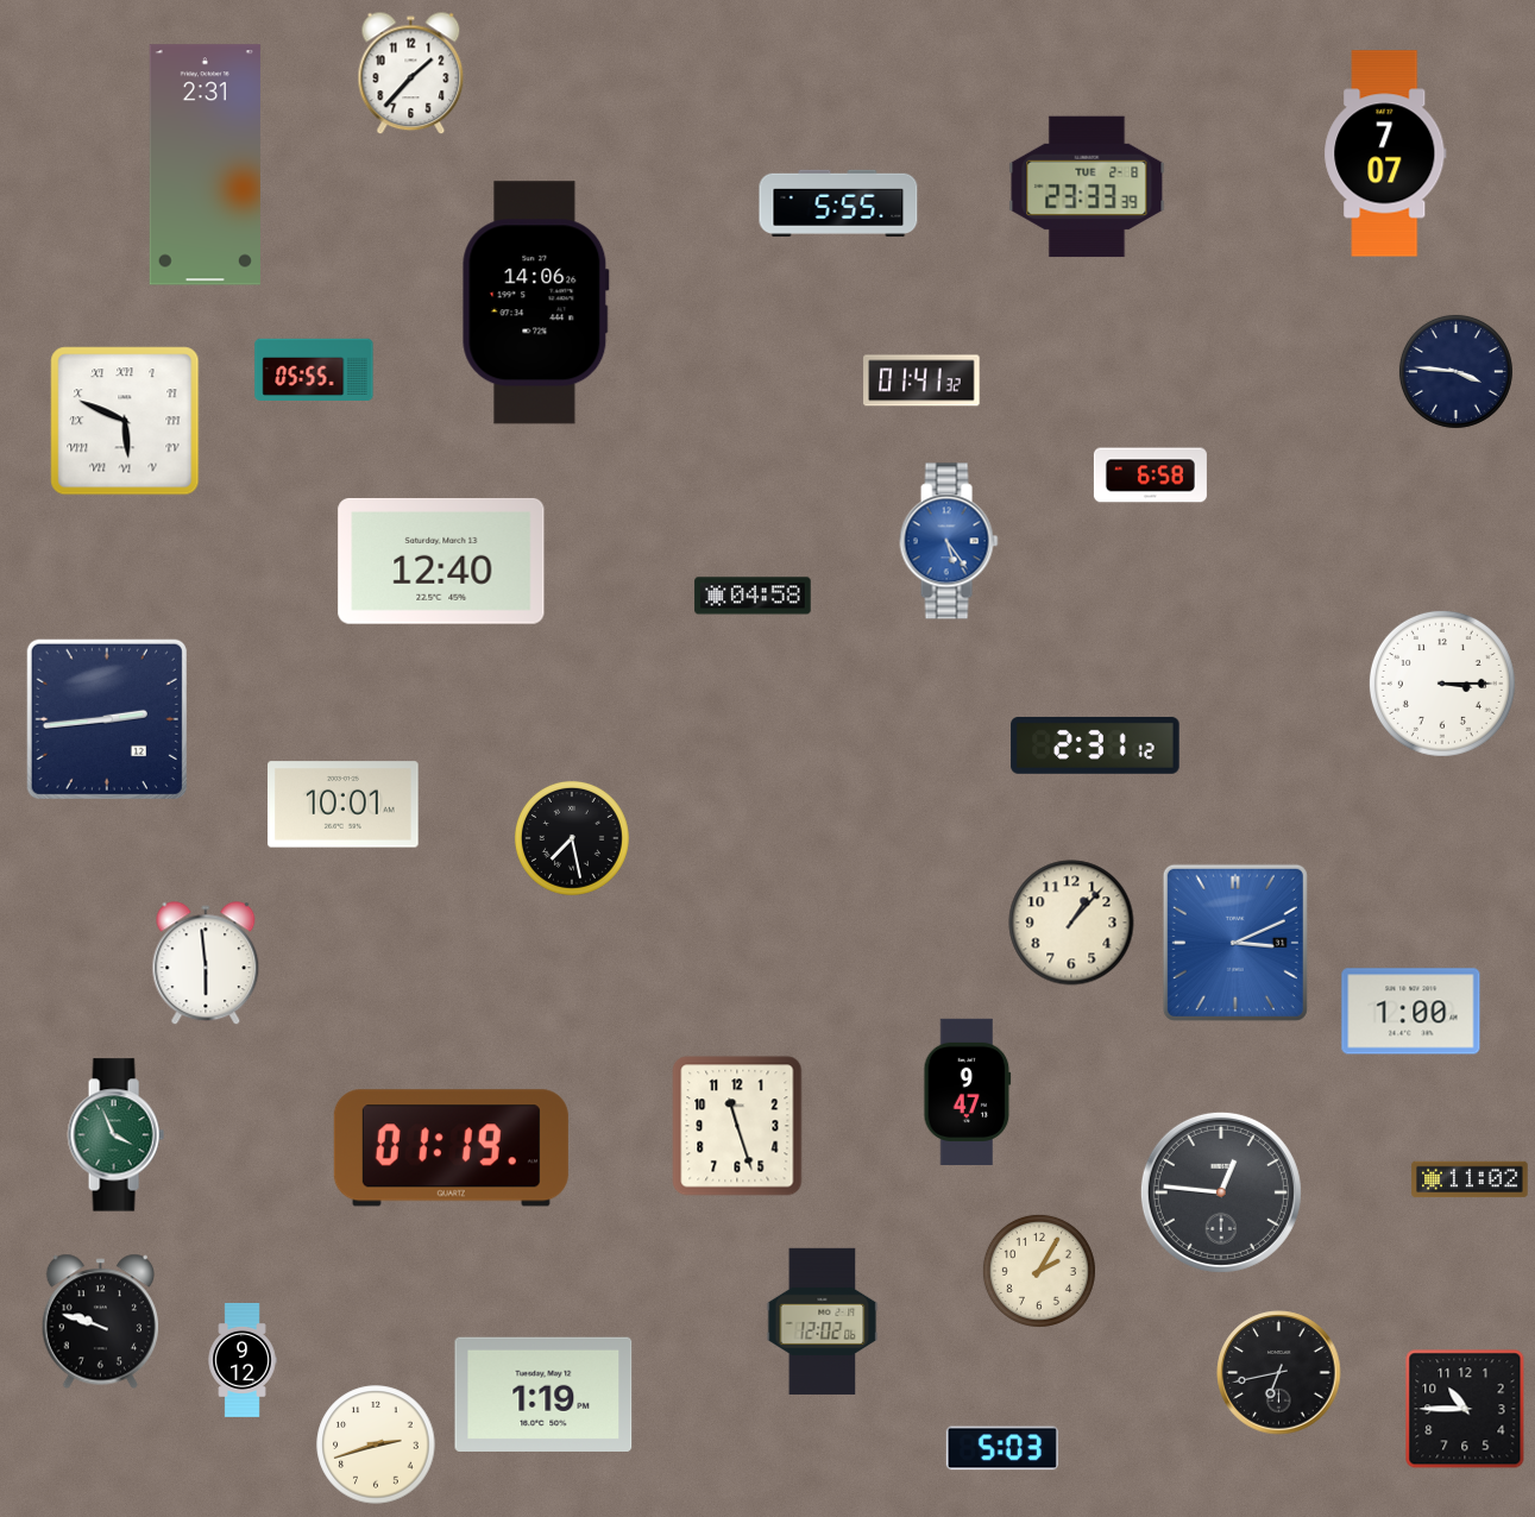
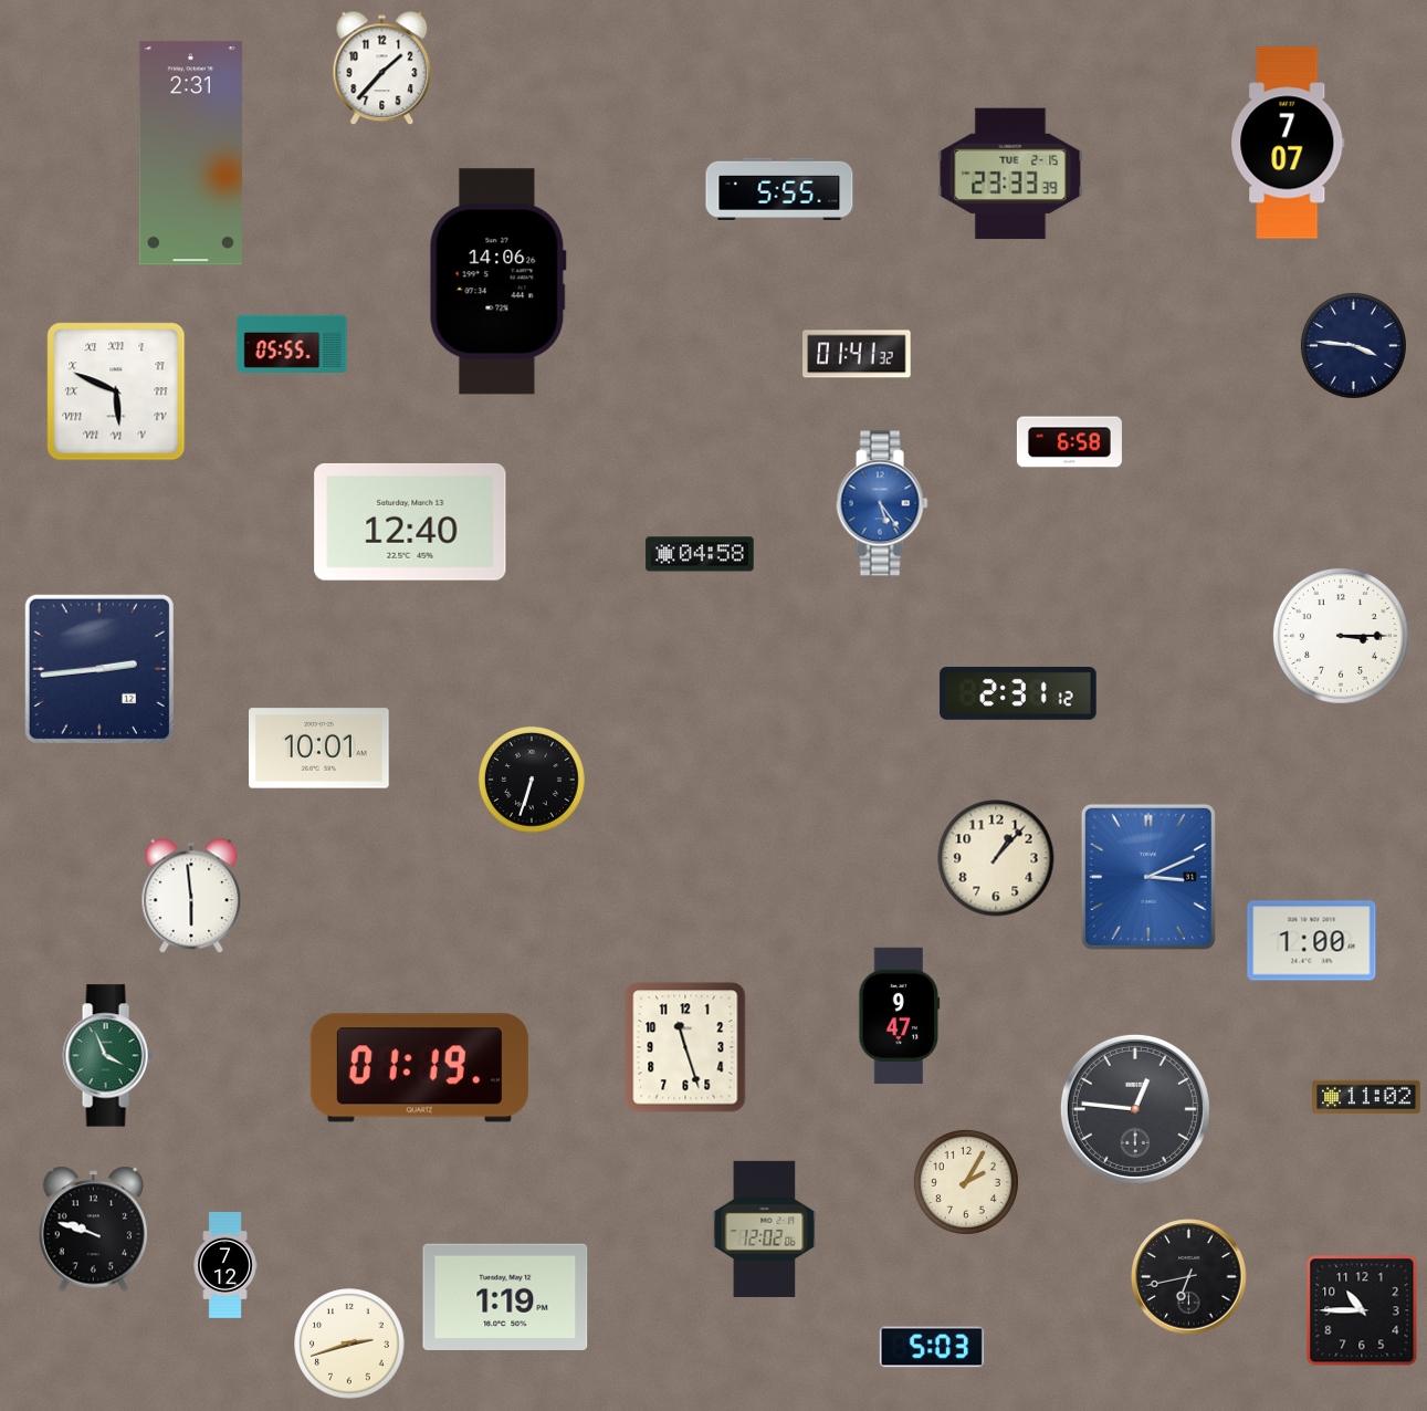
clock at (1087, 187) date: TUE 2-8 -> TUE 2-15
clock at (572, 838): 7:28 -> 6:33
clock at (243, 1360): 9:12 -> 7:12
